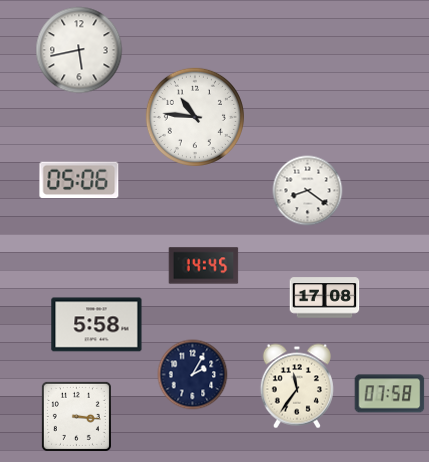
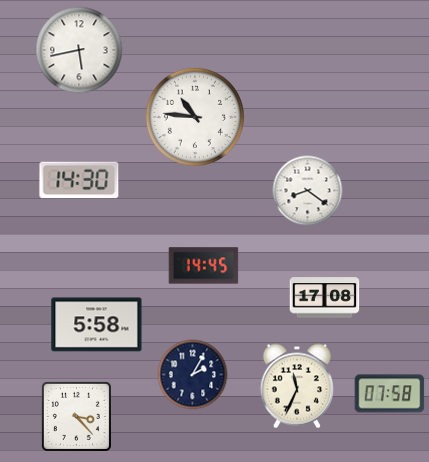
clock at (79, 180): 05:06 -> 14:30
clock at (297, 386): 11:36 -> 11:34
clock at (76, 416): 3:16 -> 3:23
